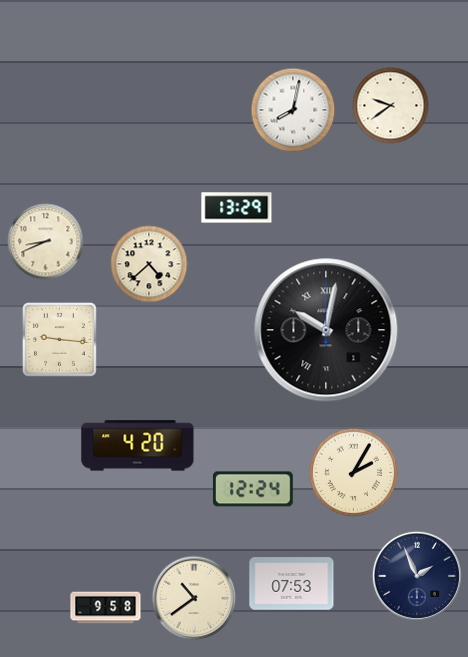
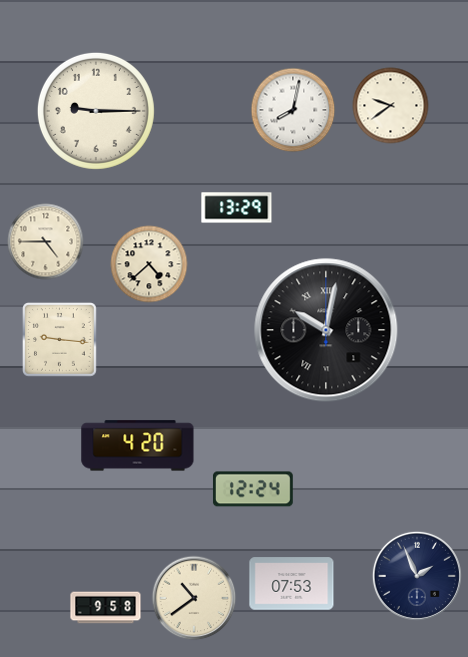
clock at (96, 111): none -> 9:15
clock at (46, 242): 8:41 -> 4:45
clock at (353, 472): 2:05 -> none
